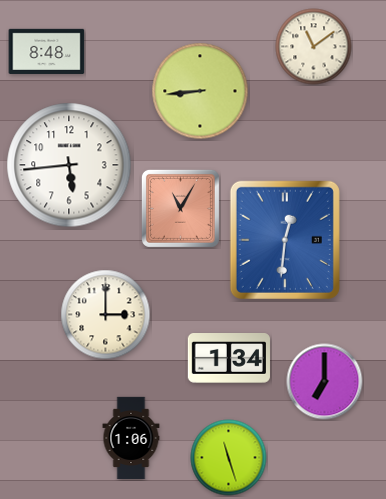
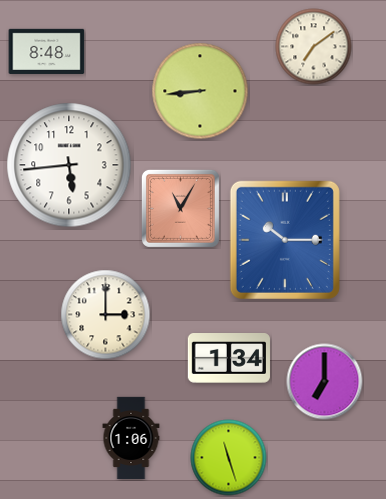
clock at (314, 47): 11:09 -> 7:09
clock at (285, 240): 12:31 -> 10:15
